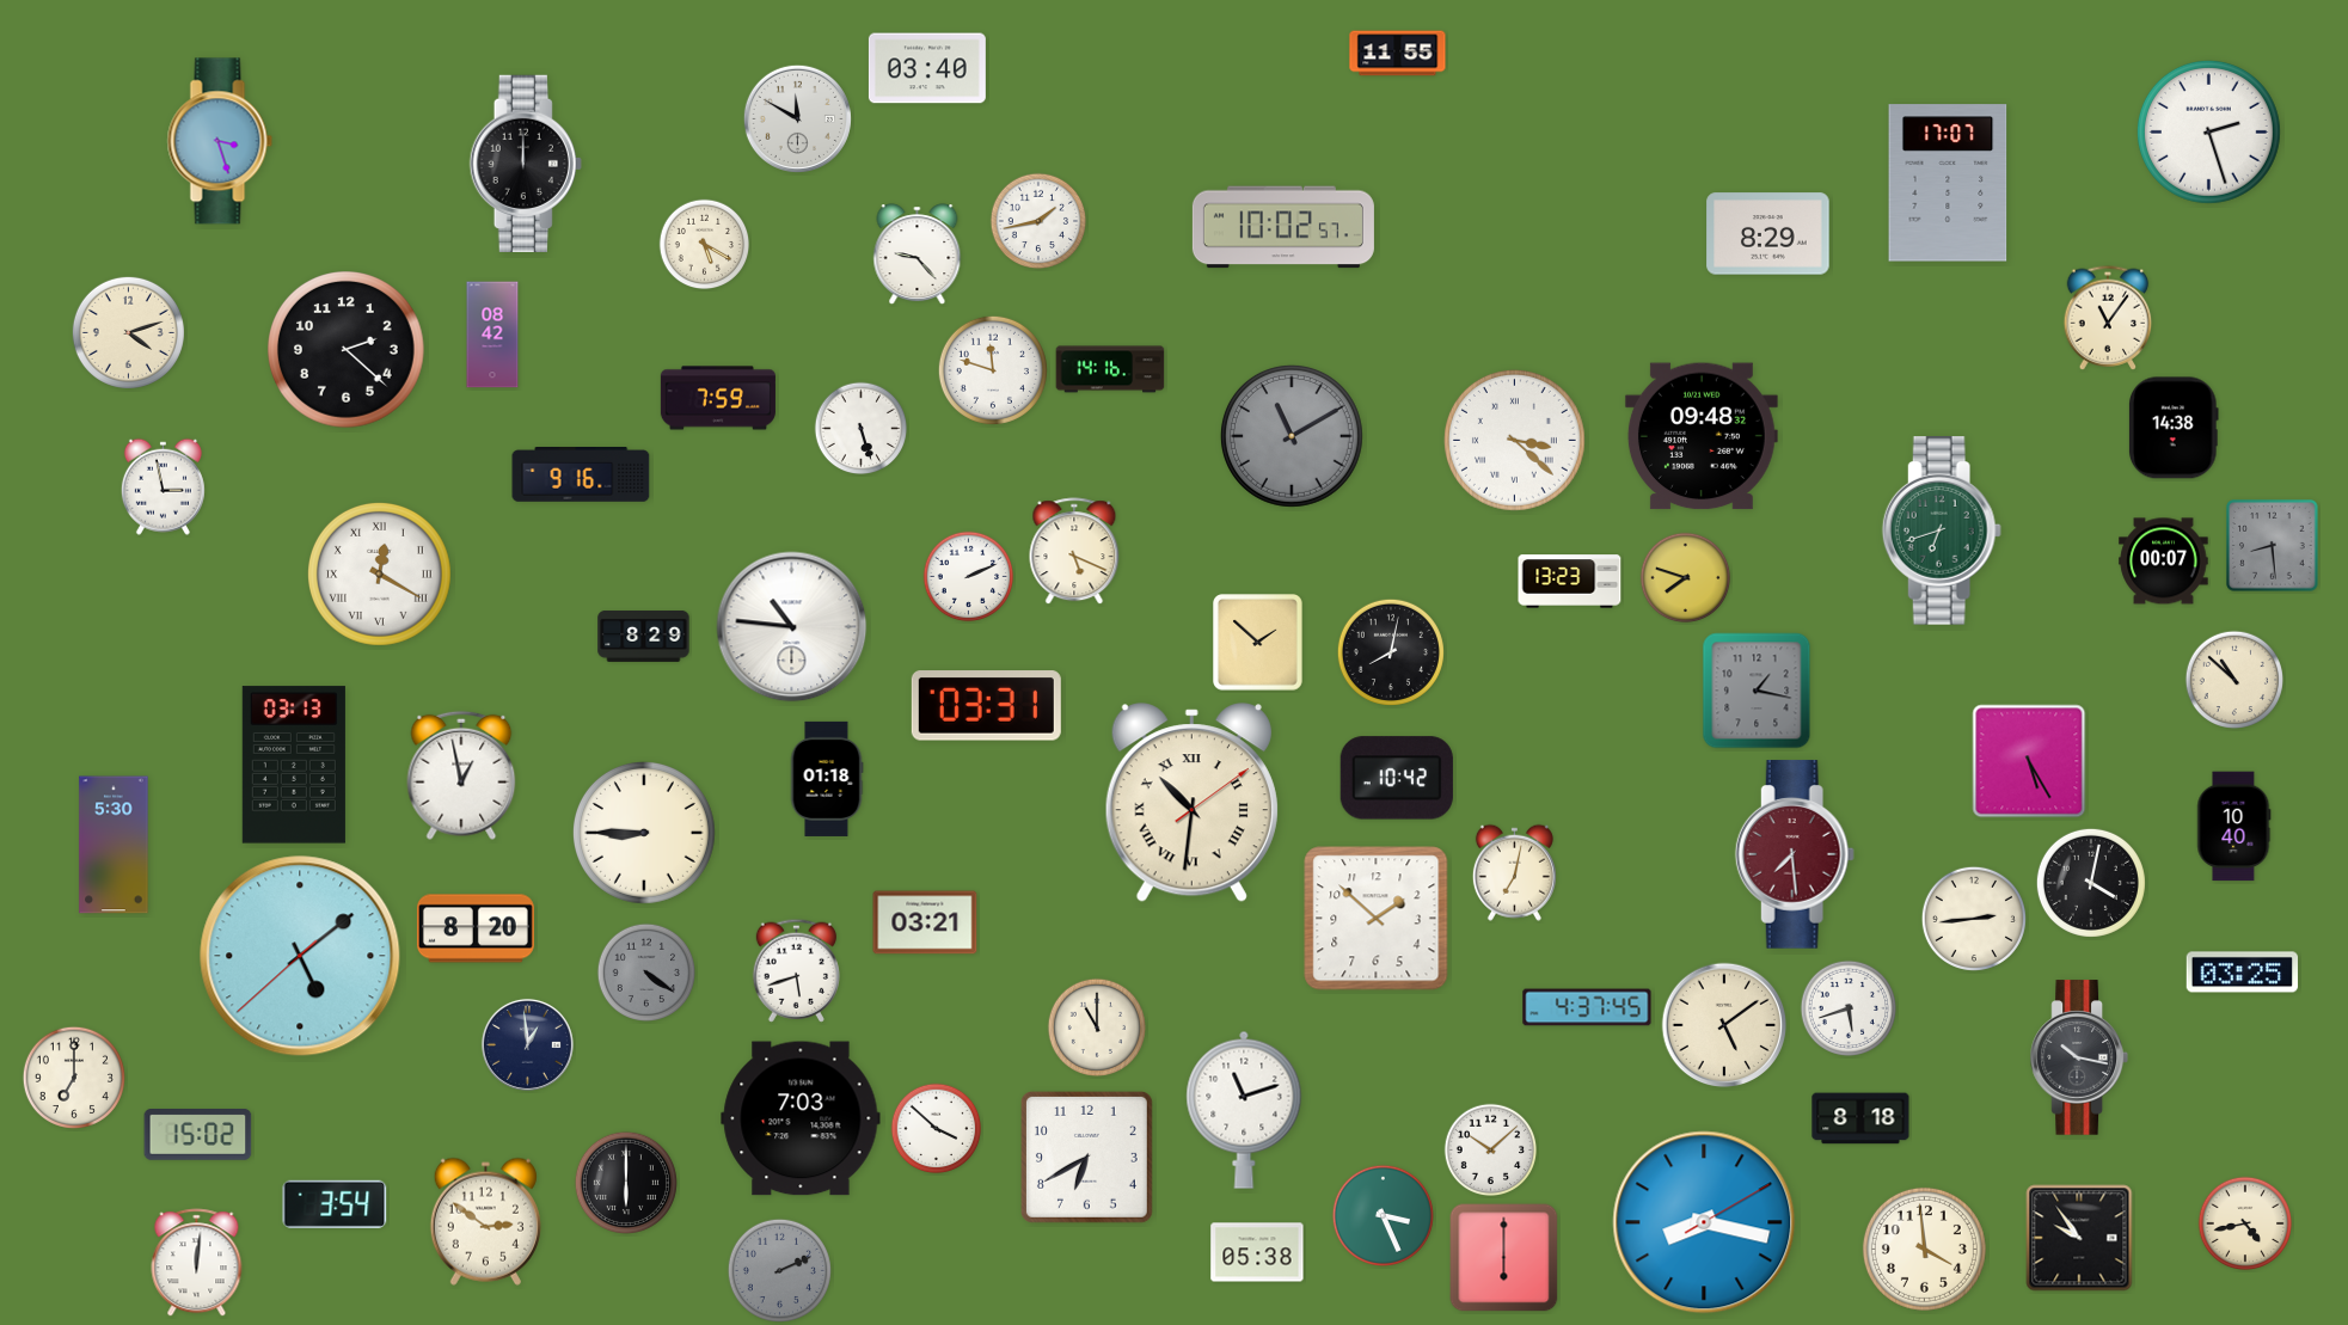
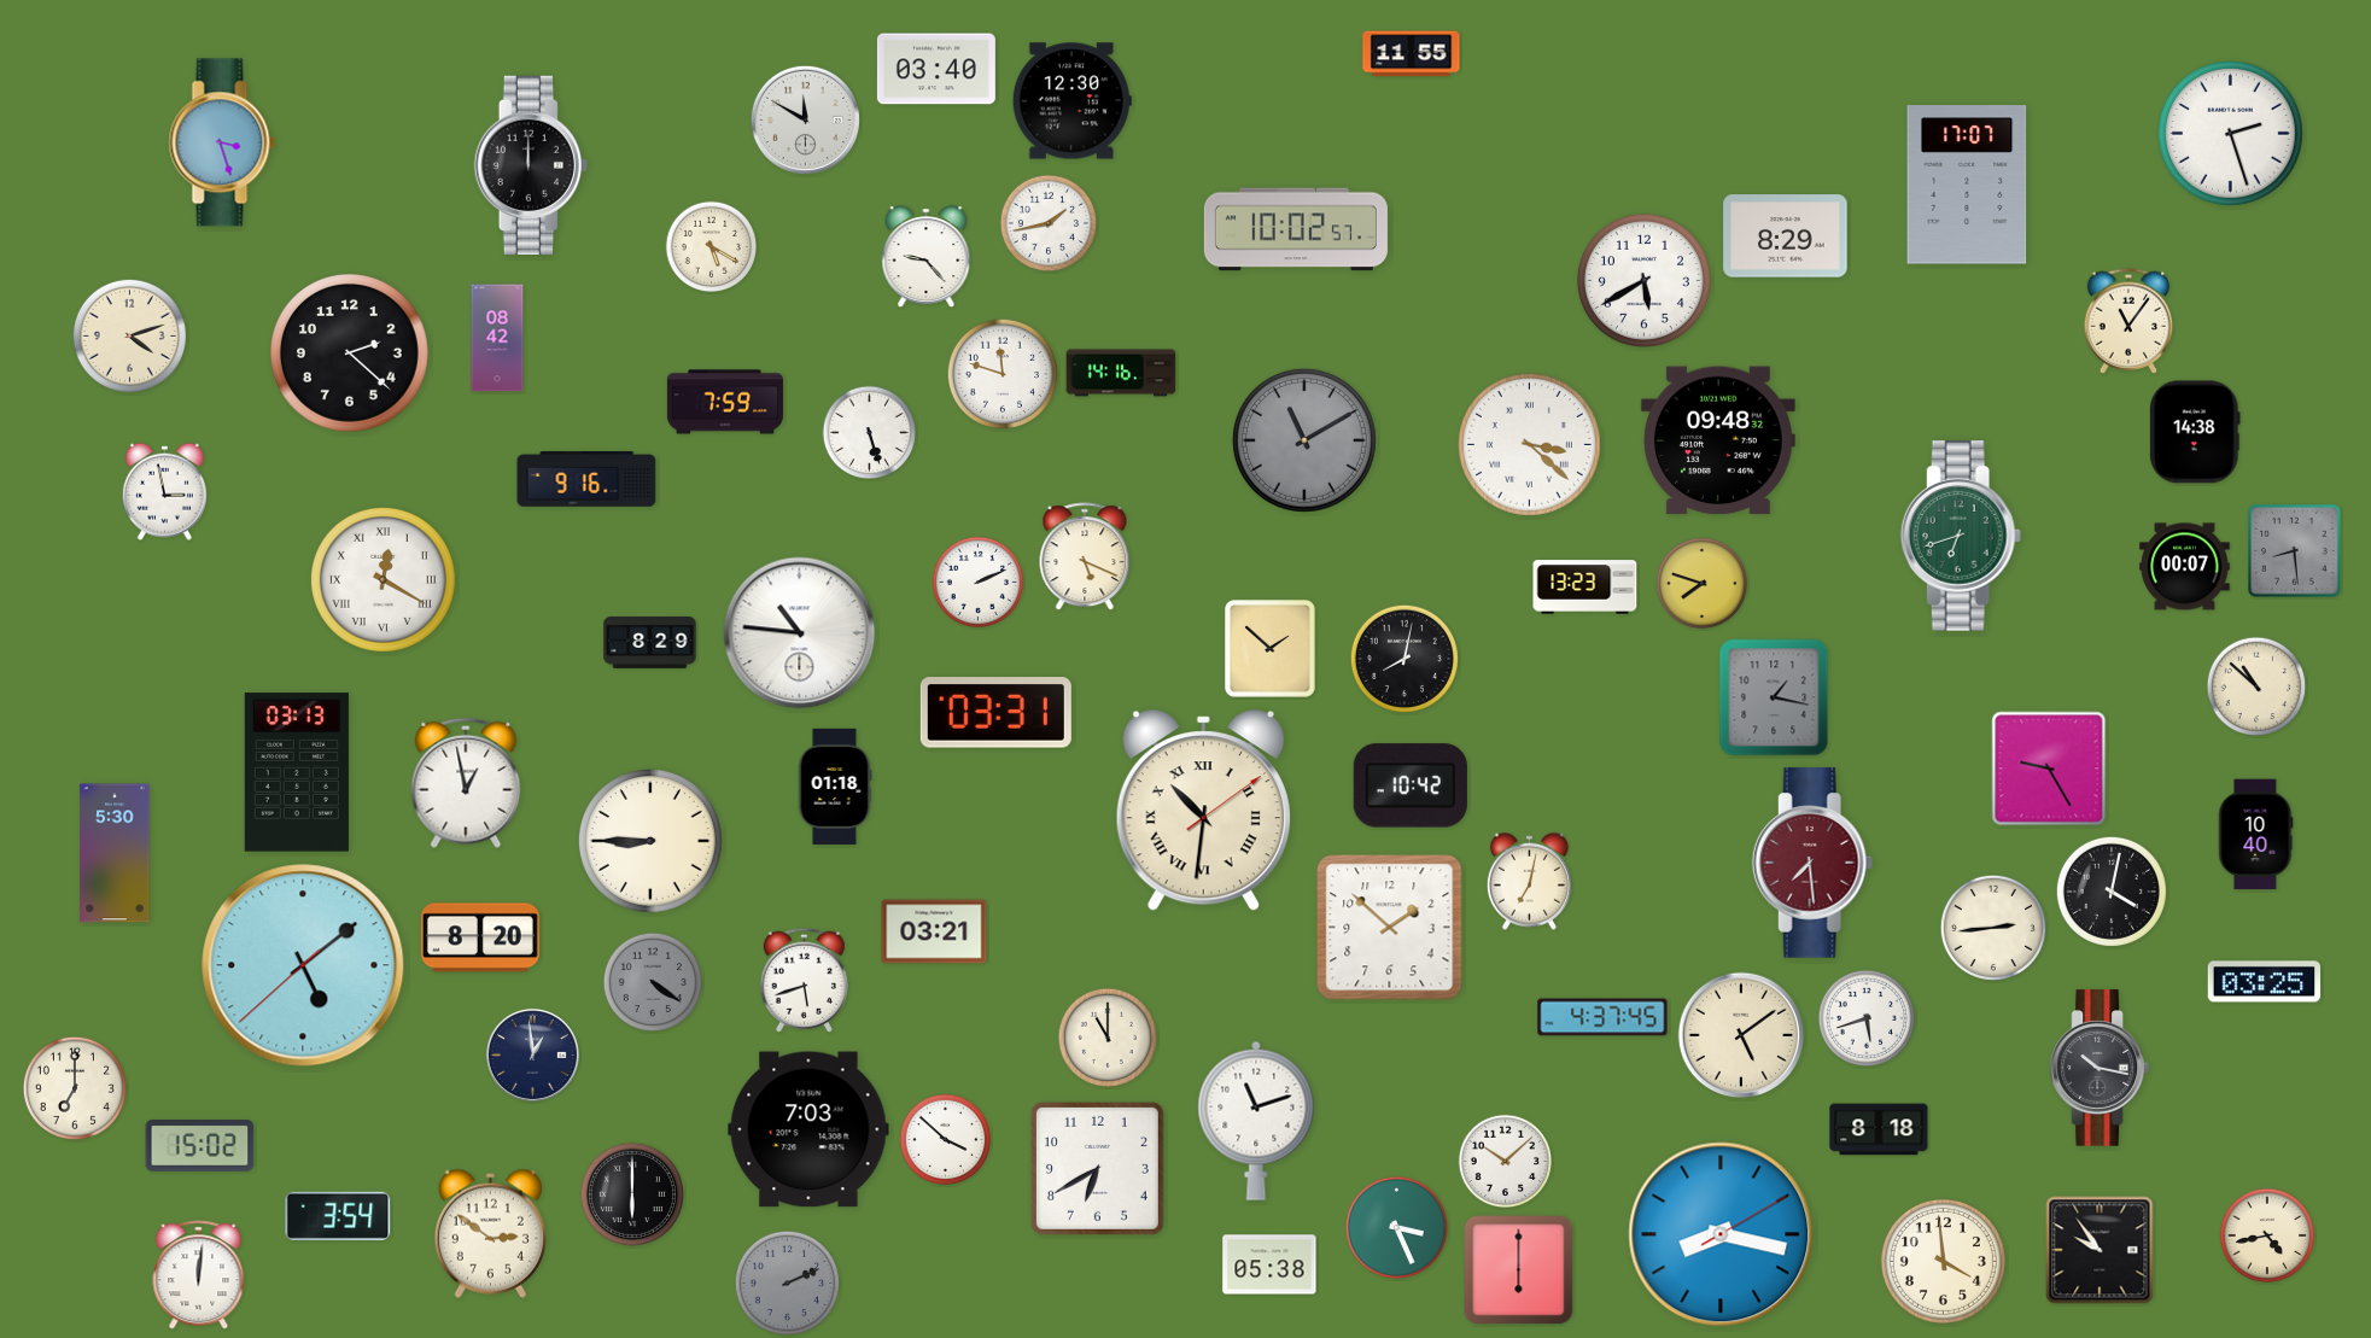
clock at (1071, 101): none -> 12:30
clock at (1643, 280): none -> 5:40
clock at (2029, 761): 5:25 -> 9:25
